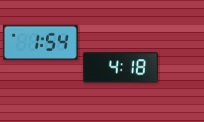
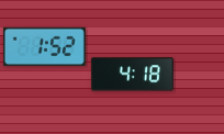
clock at (40, 43): 1:54 -> 1:52
